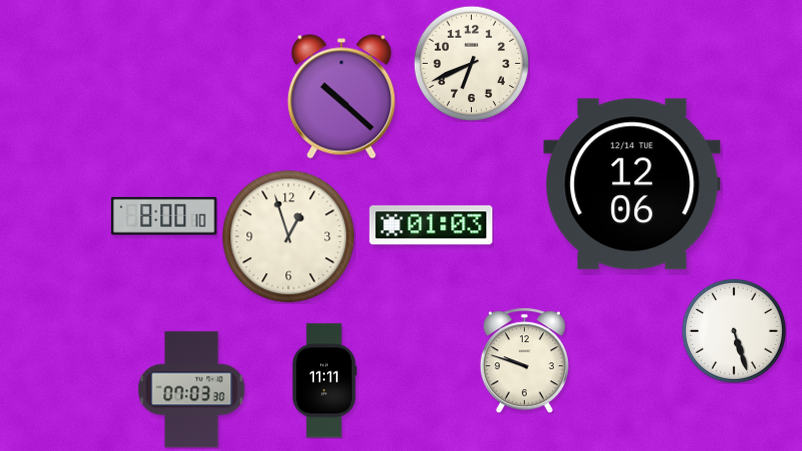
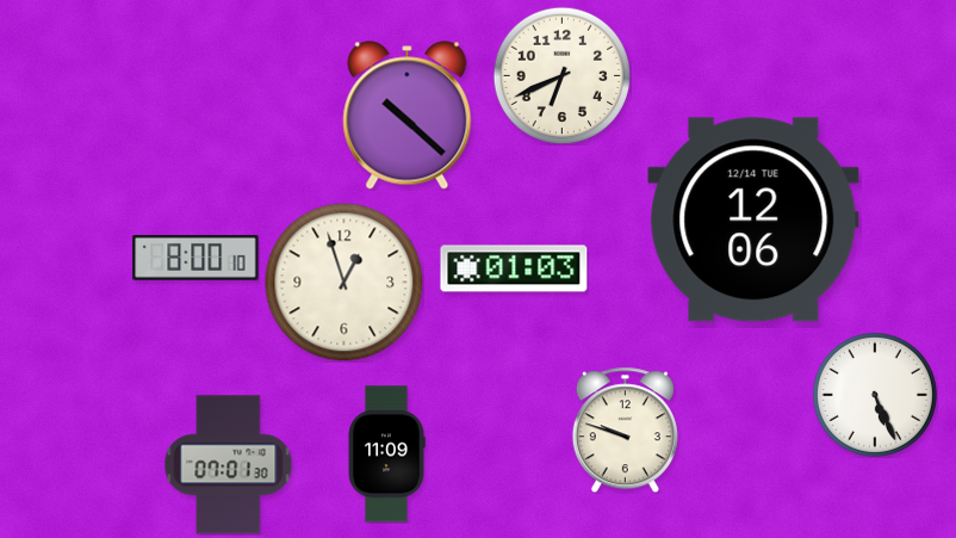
clock at (734, 331): 5:27 -> 5:26
clock at (324, 381): 11:11 -> 11:09
clock at (192, 390): 07:03 -> 07:01
